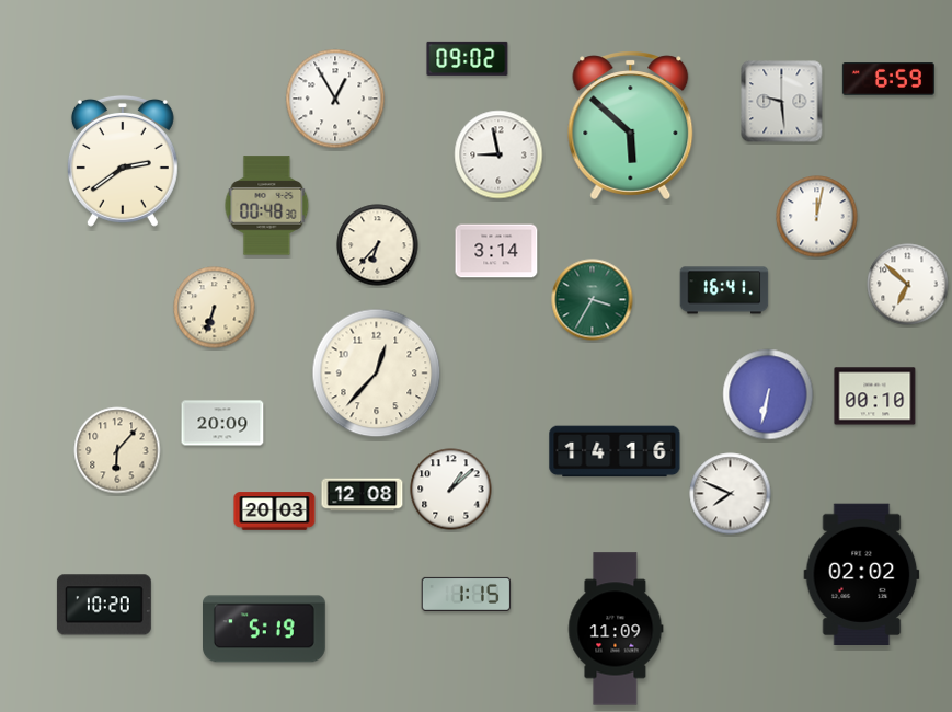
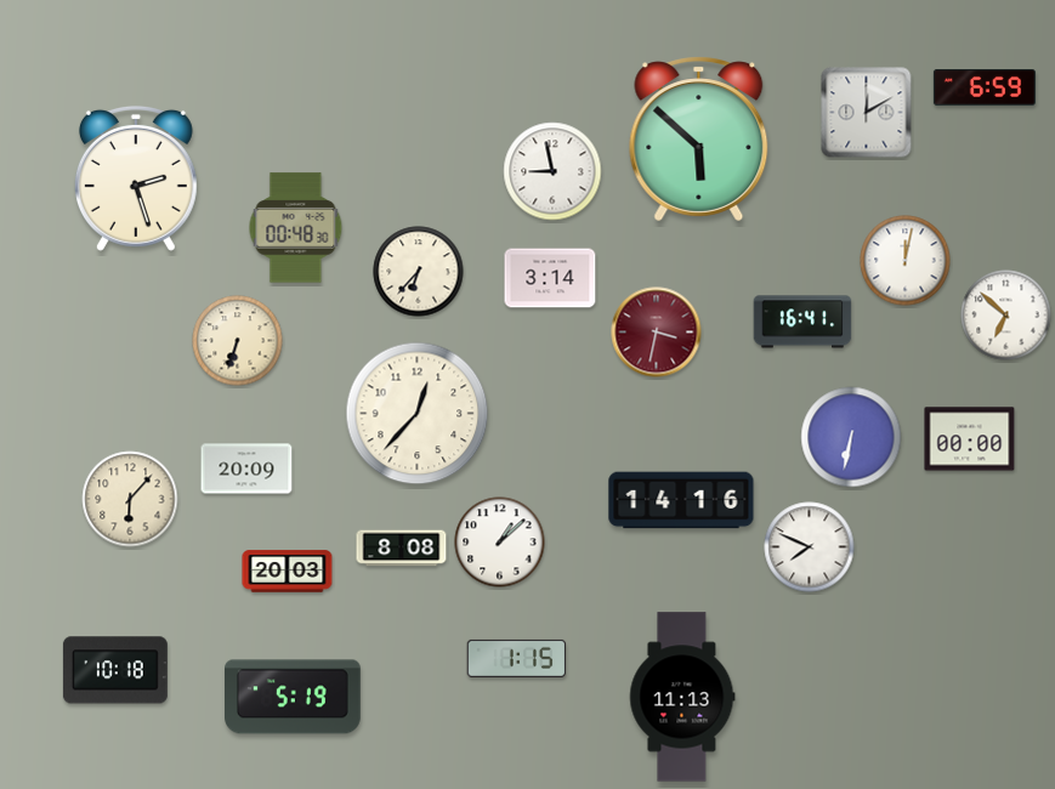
clock at (468, 58): 09:02 -> none
clock at (335, 99): 12:55 -> none
clock at (782, 102): 9:29 -> 12:10
clock at (123, 161): 2:39 -> 2:27
clock at (817, 217) position: (817, 217) -> (906, 261)
clock at (593, 300): 3:35 -> 3:32
clock at (593, 300) dial: green -> burgundy
clock at (875, 397): 00:10 -> 00:00
clock at (363, 495): 12:08 -> 8:08
clock at (275, 512) position: (275, 512) -> (288, 572)
clock at (862, 574): 02:02 -> none
clock at (104, 605): 10:20 -> 10:18
clock at (616, 629): 11:09 -> 11:13
